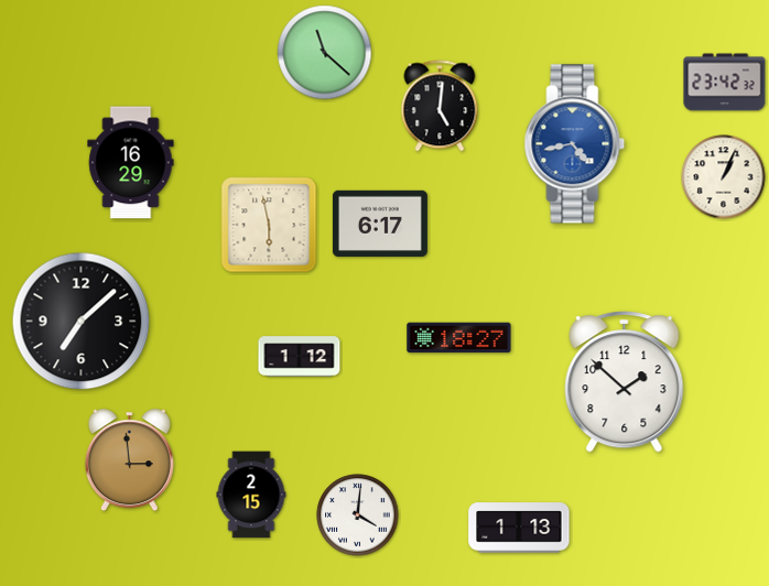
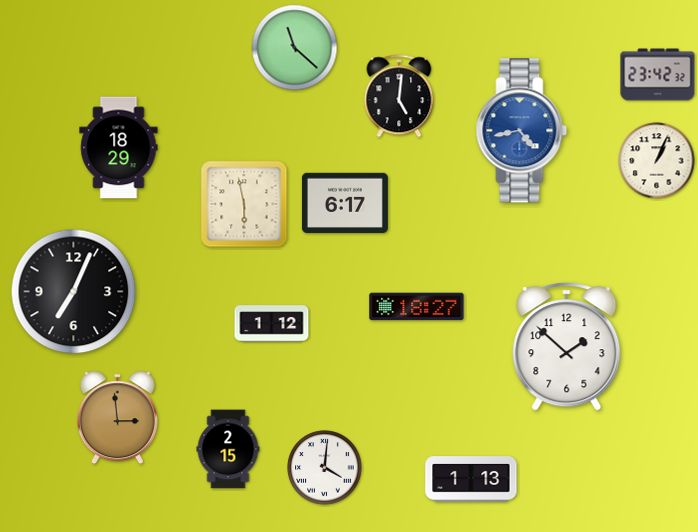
clock at (131, 163): 16:29 -> 18:29
clock at (82, 322): 7:08 -> 7:04
